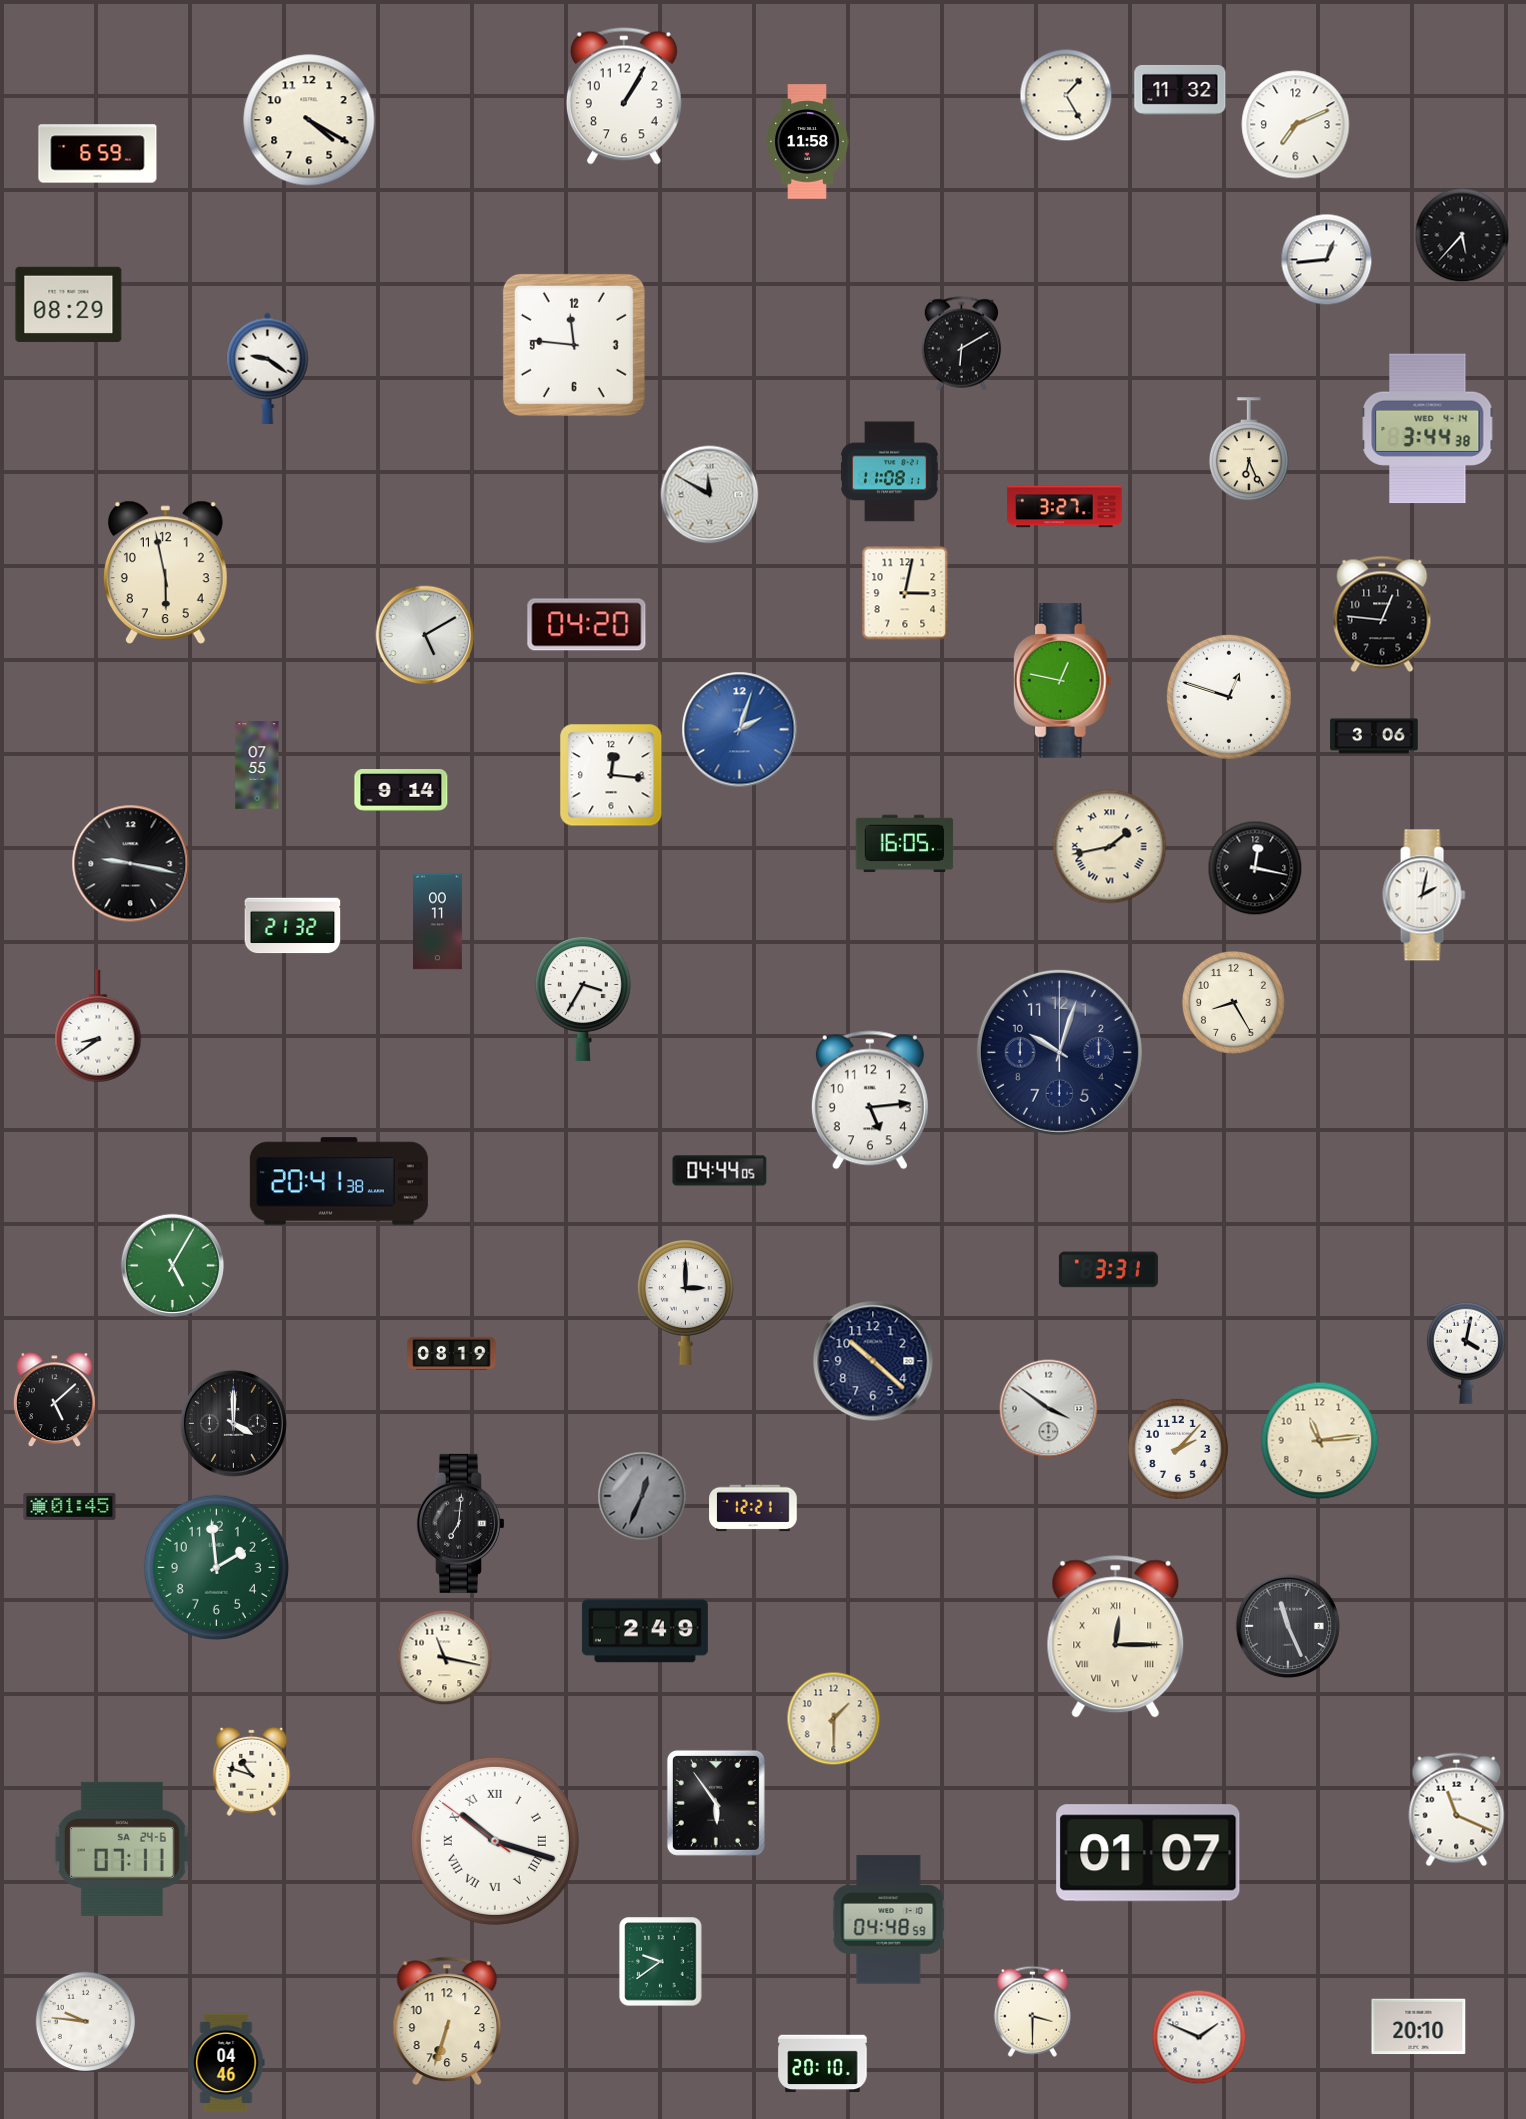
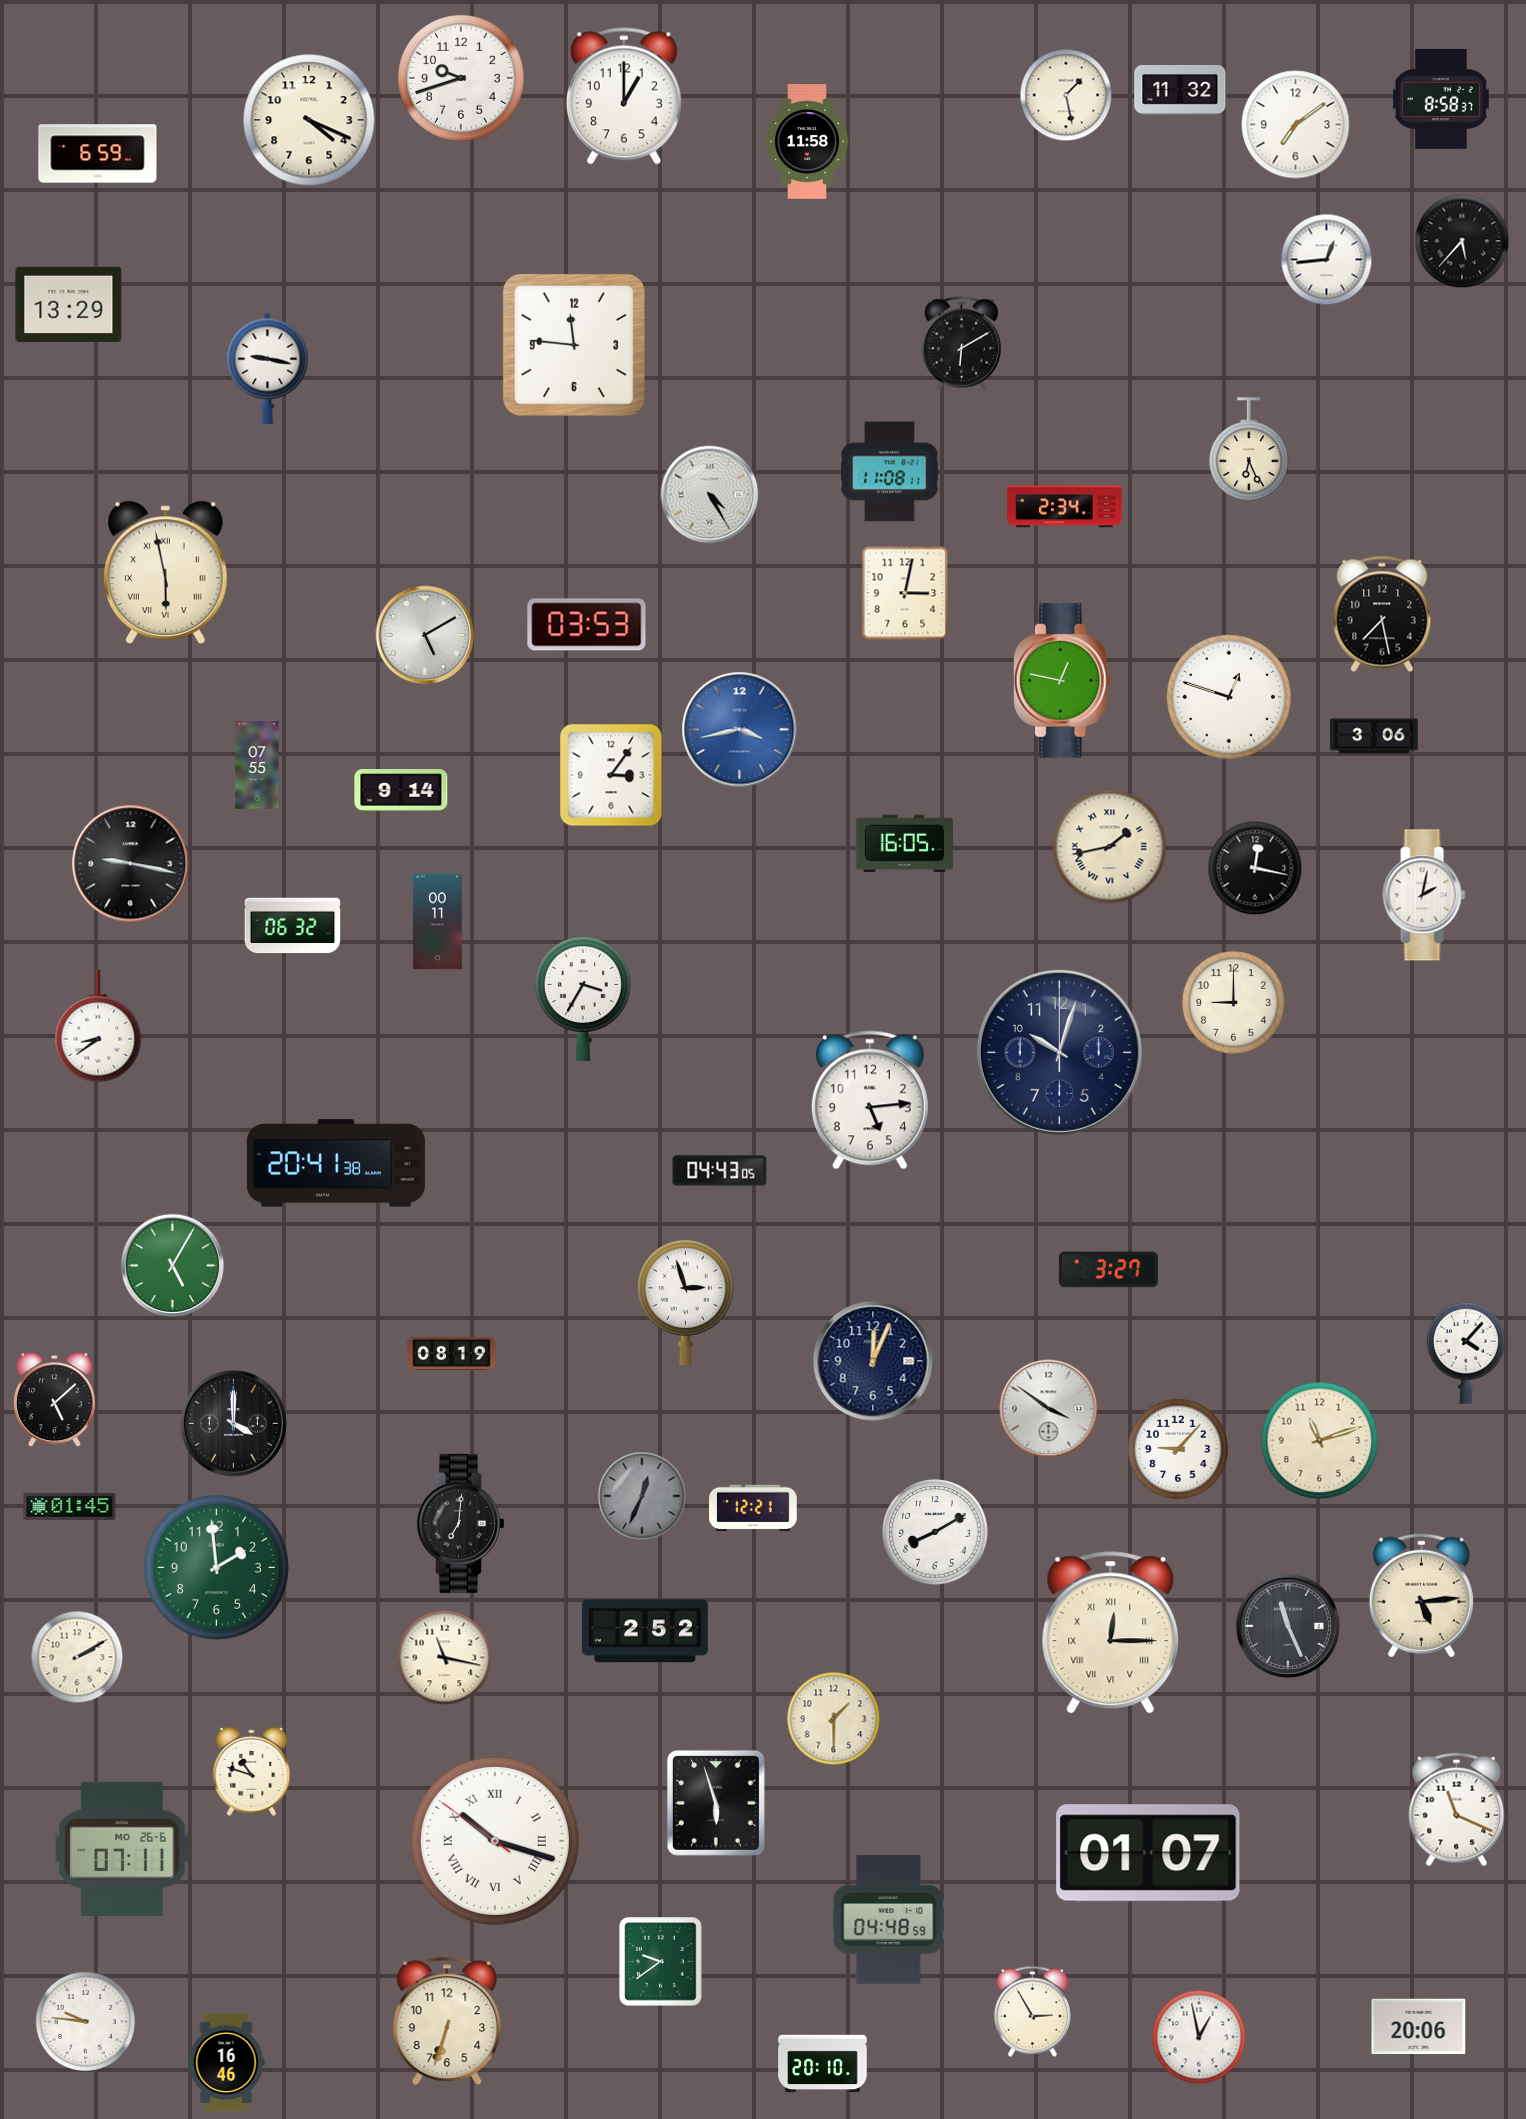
clock at (461, 78): none -> 9:42
clock at (1066, 95): 1:25 -> 1:28
clock at (624, 96): 1:05 -> 1:00
clock at (1441, 99): none -> 8:58
clock at (309, 120): 4:20 -> 4:19
clock at (1296, 125): 7:11 -> 7:09
clock at (1462, 235) position: (1462, 235) -> (1462, 241)
clock at (69, 304): 08:29 -> 13:29
clock at (268, 368): 9:21 -> 9:17
clock at (1428, 429): 3:44 -> none
clock at (710, 495): 11:50 -> 4:25
clock at (1065, 507): 3:27 -> 2:34
clock at (165, 572) numerals: Arabic -> Roman
clock at (1382, 614): 12:46 -> 7:28
clock at (587, 625): 04:20 -> 03:53
clock at (740, 730): 2:03 -> 3:43
clock at (611, 775): 12:16 -> 3:06
clock at (293, 926): 21:32 -> 06:32
clock at (1233, 1002): 8:25 -> 9:00
clock at (720, 1171): 04:44 -> 04:43
clock at (339, 1181) position: (339, 1181) -> (336, 1163)
clock at (1108, 1270): 3:31 -> 3:27
clock at (685, 1302): 3:00 -> 2:57
clock at (1466, 1353): 4:02 -> 4:07
clock at (873, 1361): 10:22 -> 12:04
clock at (1320, 1441): 11:14 -> 11:12
clock at (1178, 1449): 2:07 -> 9:07
clock at (935, 1532): none -> 8:10
clock at (1421, 1595): none -> 5:14
clock at (645, 1631): 2:49 -> 2:52
clock at (1116, 1637) position: (1116, 1637) -> (1111, 1633)
clock at (77, 1657): none -> 2:10
clock at (716, 1803): 5:54 -> 5:57
clock at (122, 1849) date: SA 24-6 -> MO 26-6
clock at (1032, 2011): 3:30 -> 2:55
clock at (1419, 2027): 20:10 -> 20:06
clock at (1199, 2037): 1:49 -> 12:58
clock at (226, 2063): 04:46 -> 16:46
